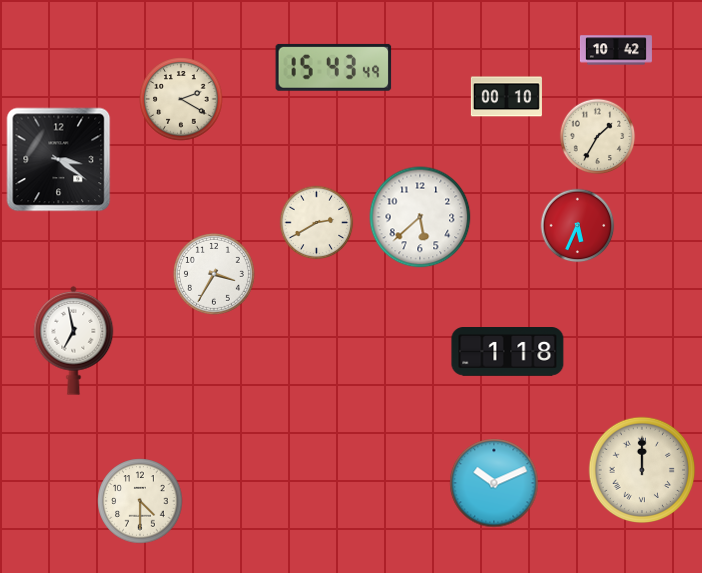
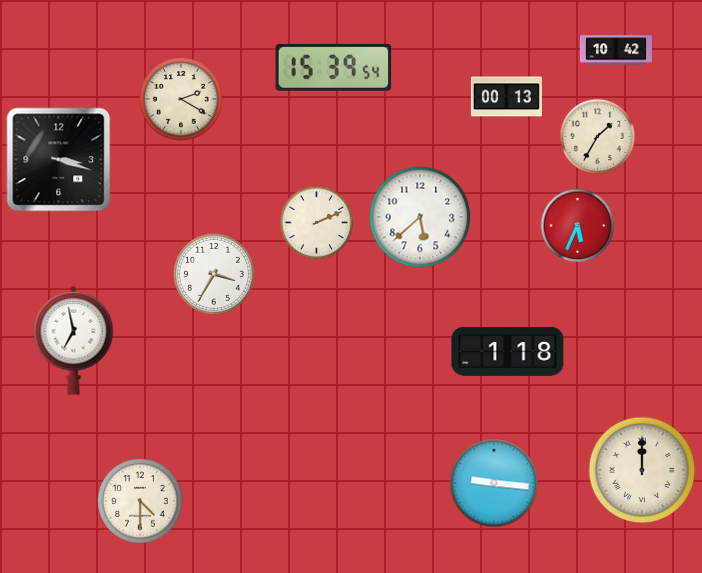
clock at (334, 67): 15:43 -> 15:39
clock at (506, 97): 00:10 -> 00:13
clock at (59, 160): 3:21 -> 3:18
clock at (317, 223): 2:40 -> 2:11
clock at (494, 483): 10:11 -> 9:16
